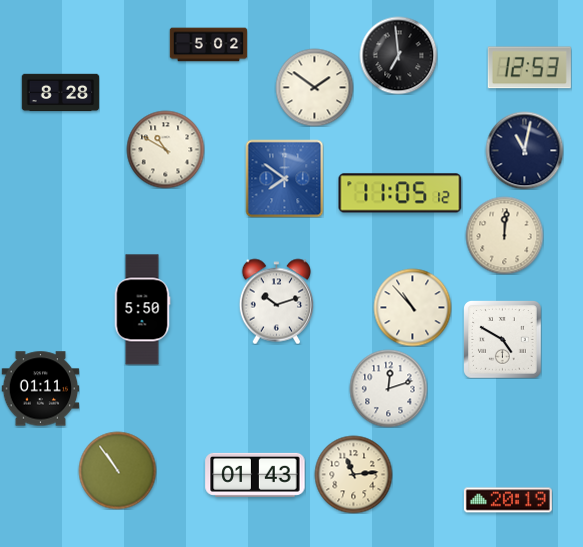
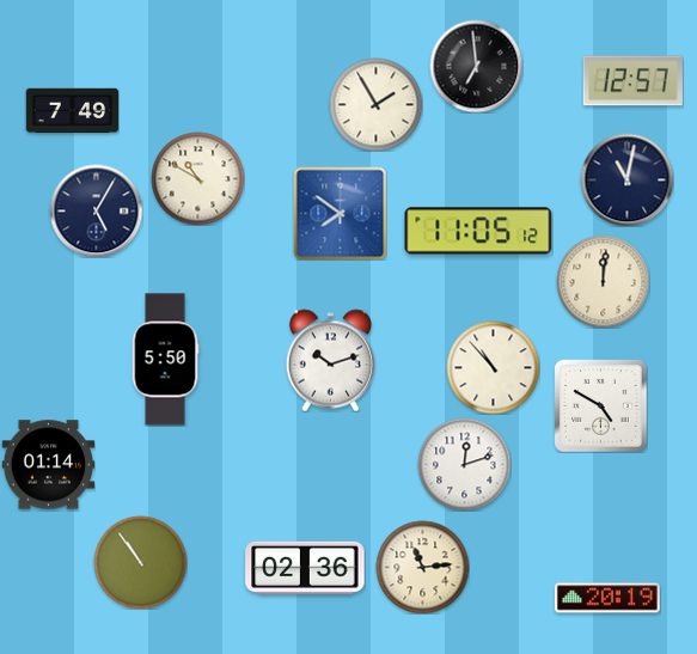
clock at (208, 45): 5:02 -> none
clock at (529, 68): 12:53 -> 12:57
clock at (314, 87): 1:51 -> 1:55
clock at (60, 93): 8:28 -> 7:49
clock at (96, 210): none -> 5:05
clock at (142, 310) position: (142, 310) -> (165, 360)
clock at (40, 389): 01:11 -> 01:14
clock at (255, 475): 01:43 -> 02:36
